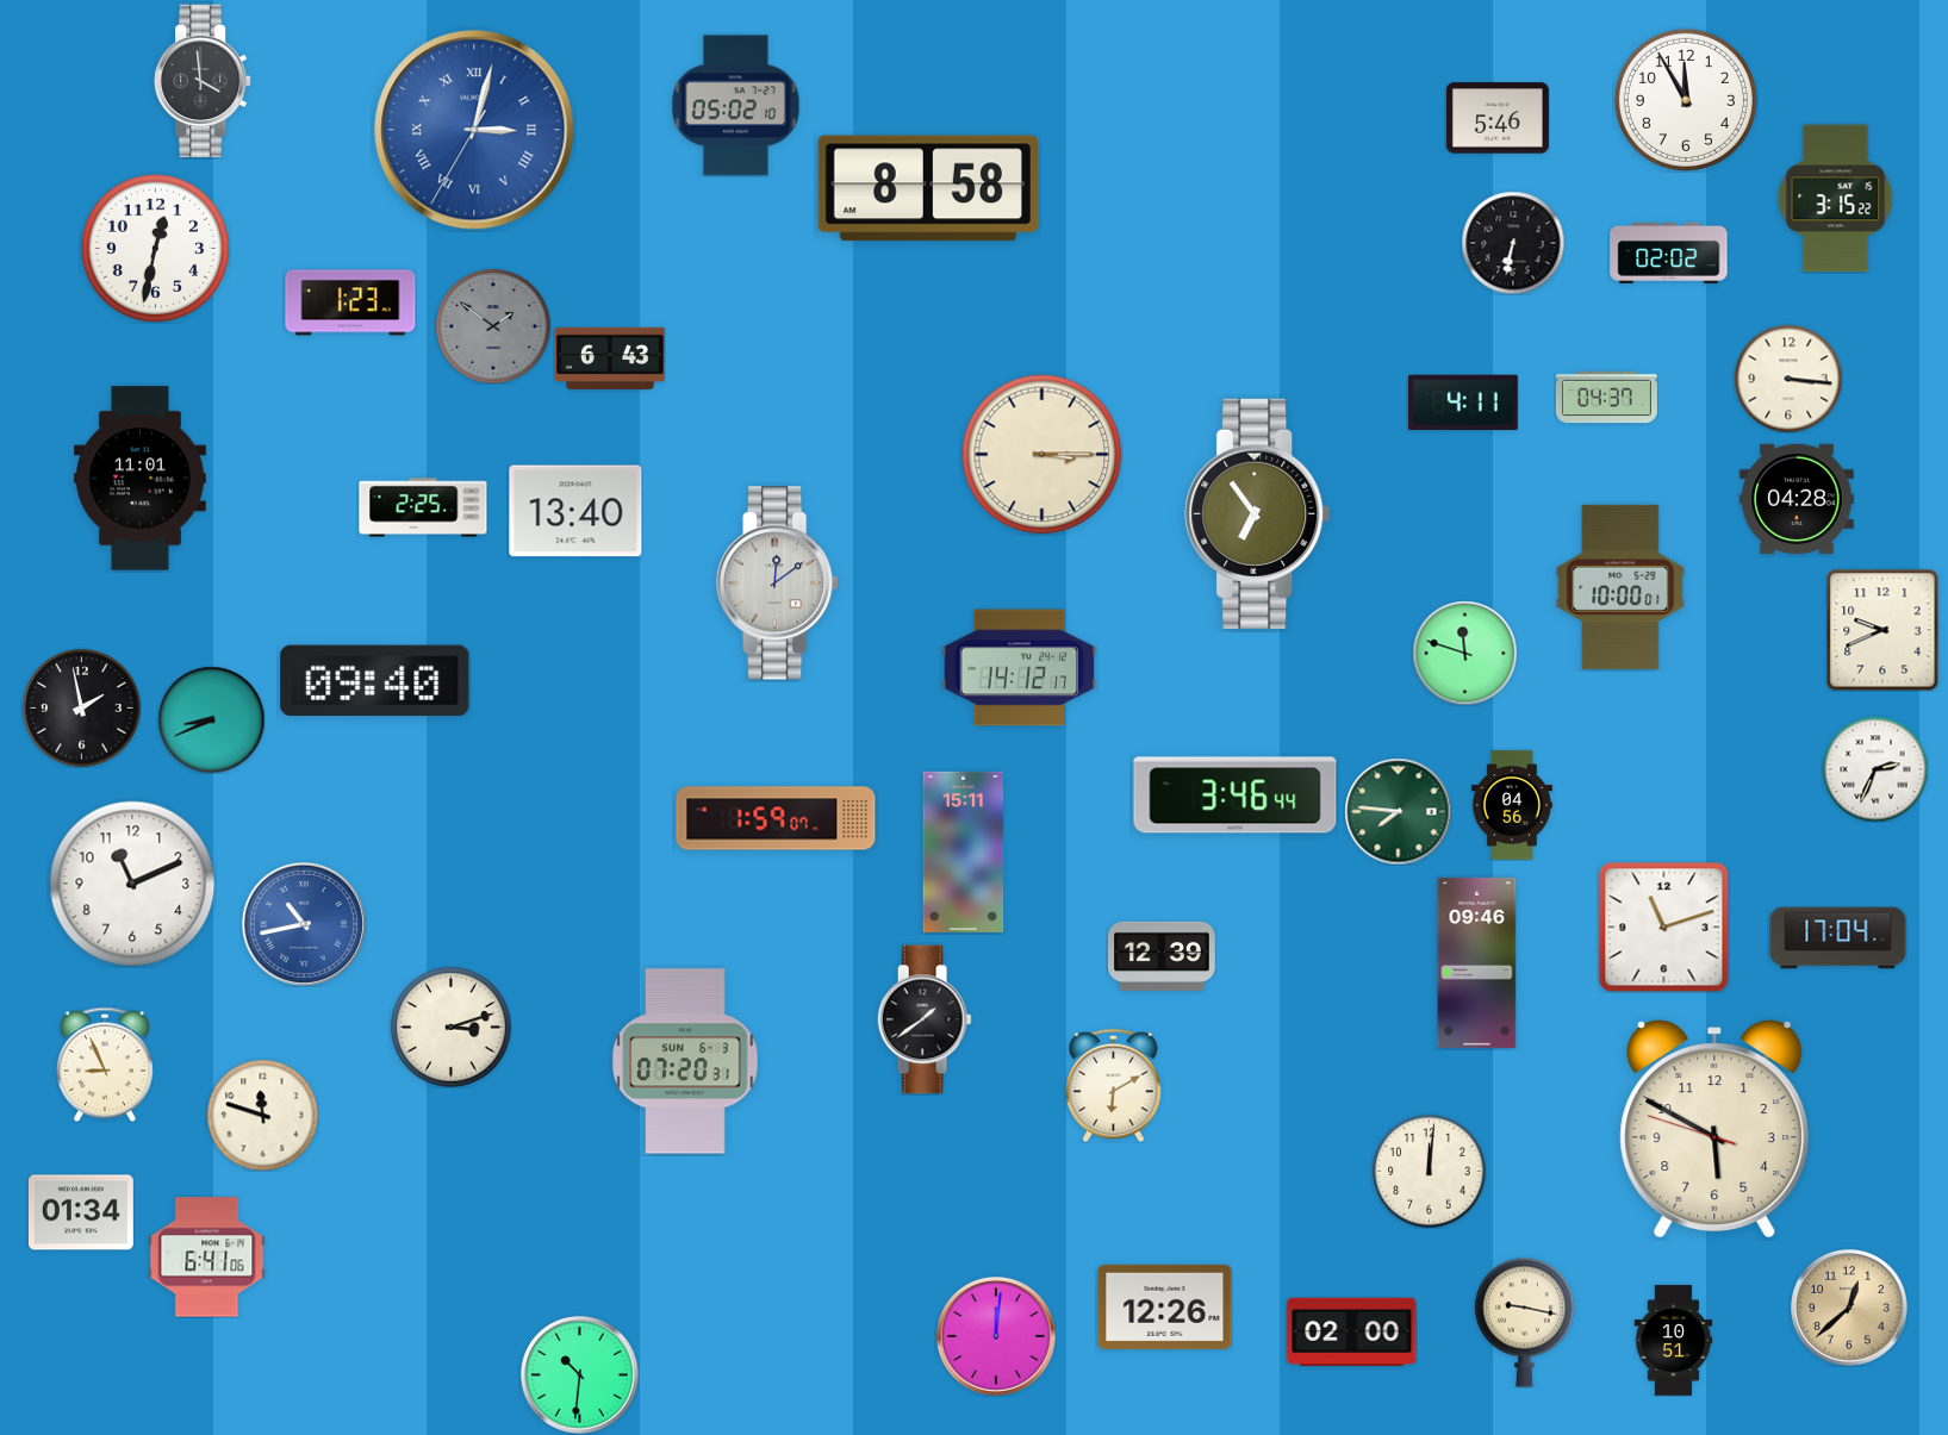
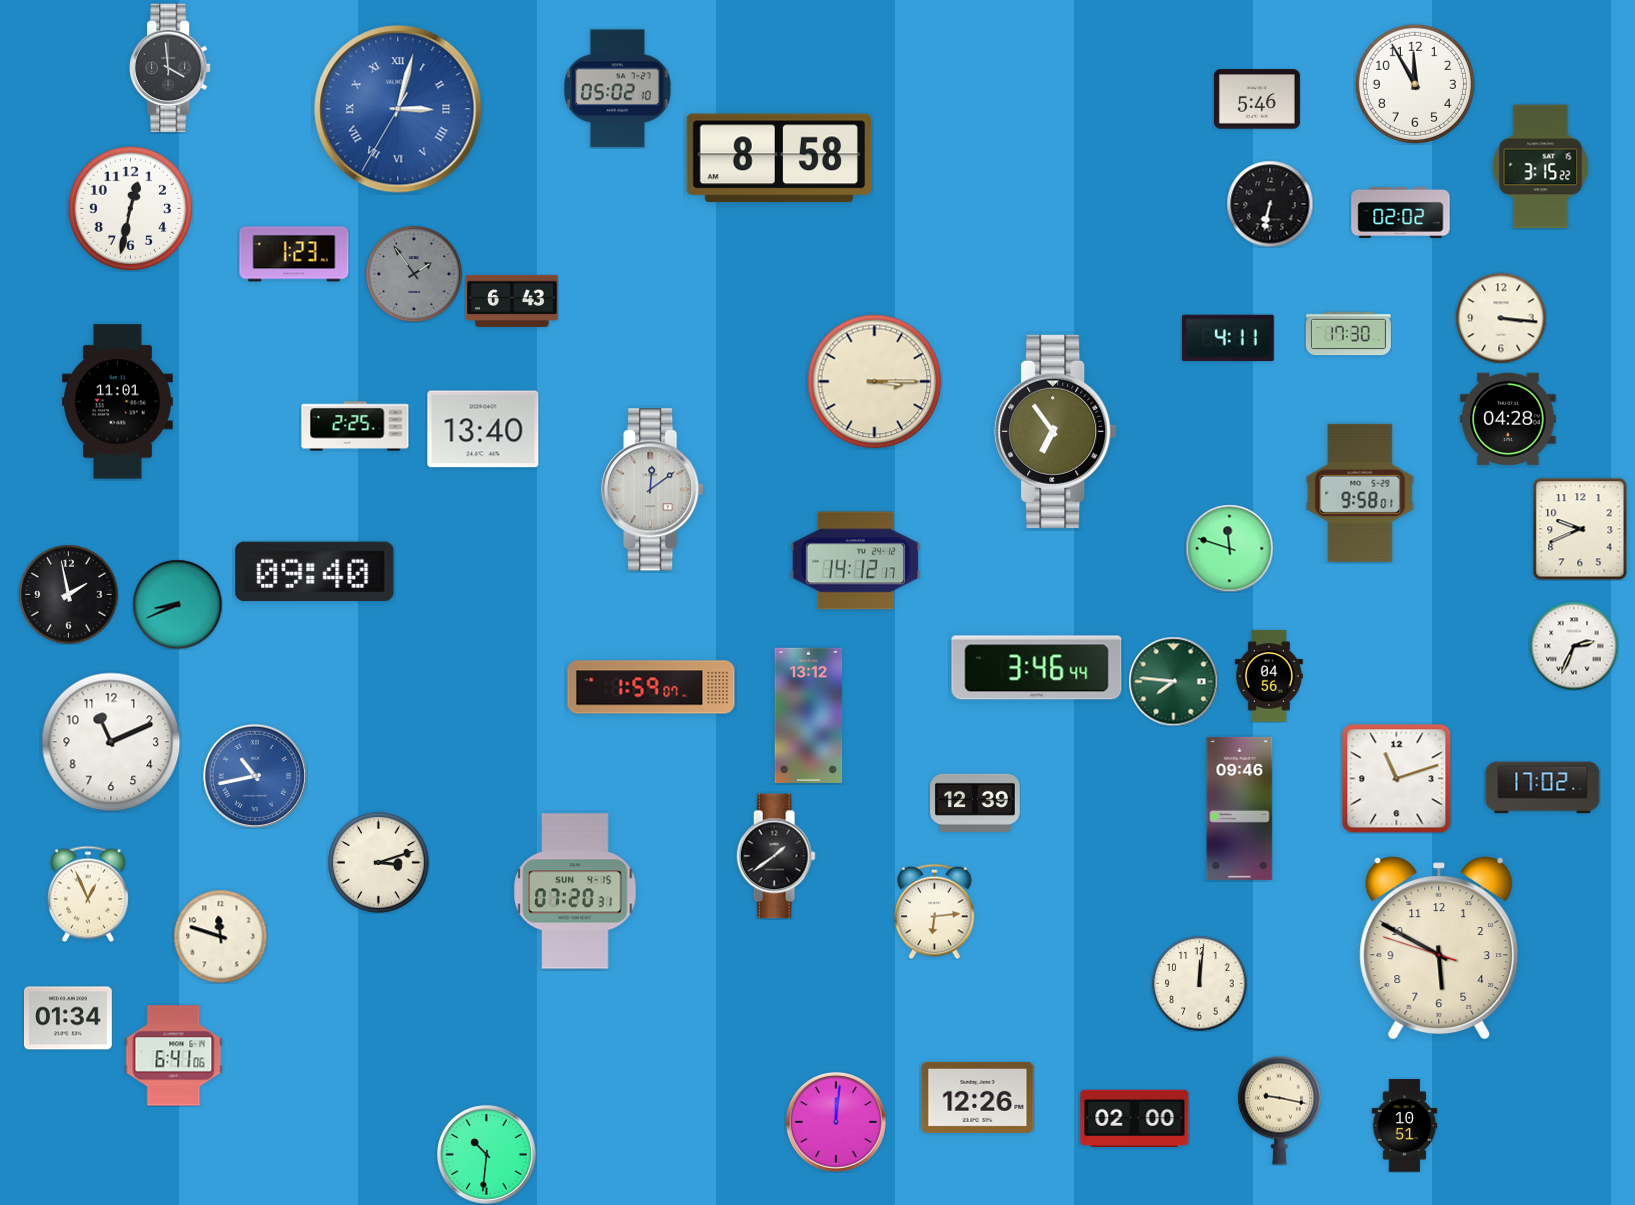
clock at (493, 326): 1:51 -> 1:54
clock at (1606, 398): 04:37 -> 17:30
clock at (1620, 587): 10:00 -> 9:58
clock at (964, 851): 15:11 -> 13:12
clock at (1838, 938): 17:04 -> 17:02
clock at (685, 1061) date: SUN 6-3 -> SUN 4-15
clock at (105, 1065): 8:56 -> 12:56
clock at (1114, 1085): 6:10 -> 6:14
clock at (1850, 1309): 12:38 -> none
